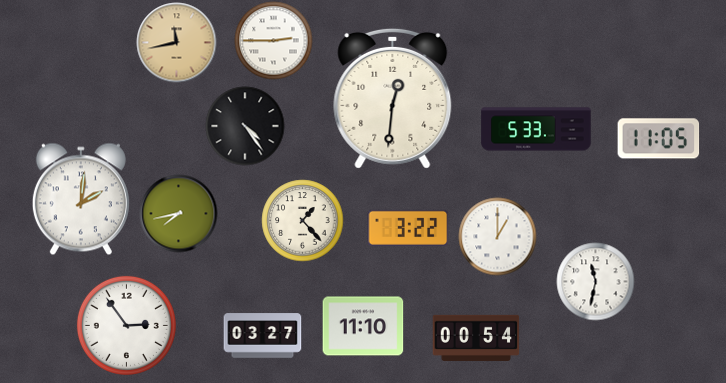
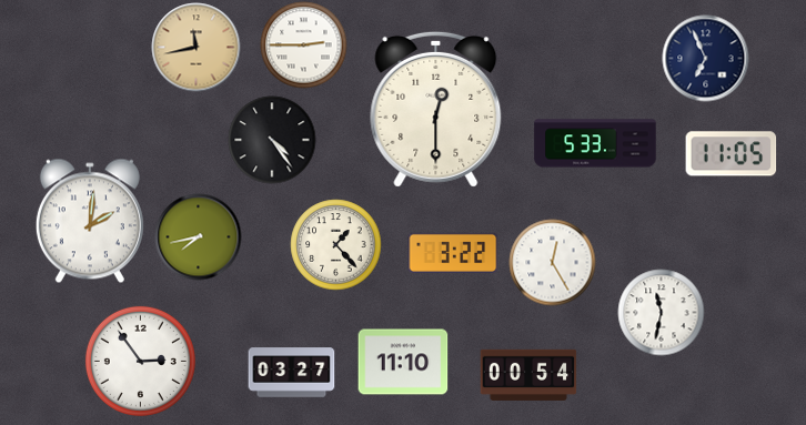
clock at (705, 58): none -> 6:56
clock at (393, 98): 12:31 -> 12:30
clock at (497, 236): 1:00 -> 12:25
